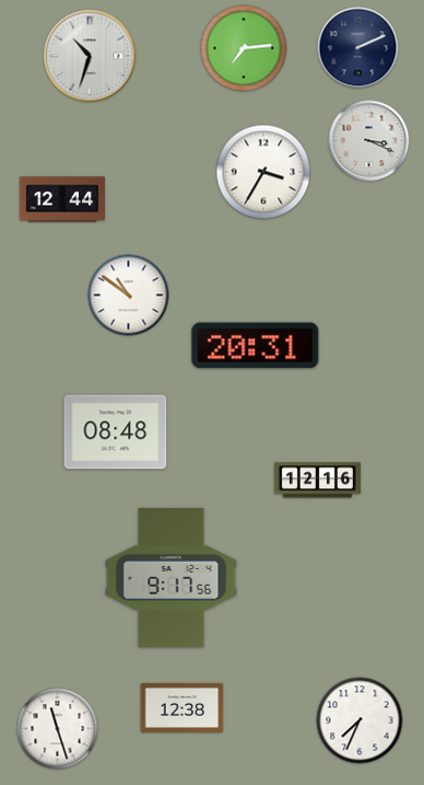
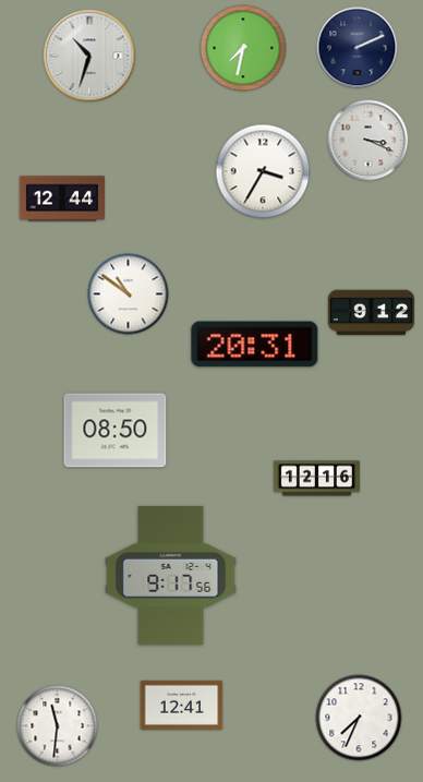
clock at (244, 48): 7:14 -> 7:32
clock at (371, 313): none -> 9:12
clock at (116, 432): 08:48 -> 08:50
clock at (182, 707): 12:38 -> 12:41
clock at (58, 729): 11:27 -> 11:31
